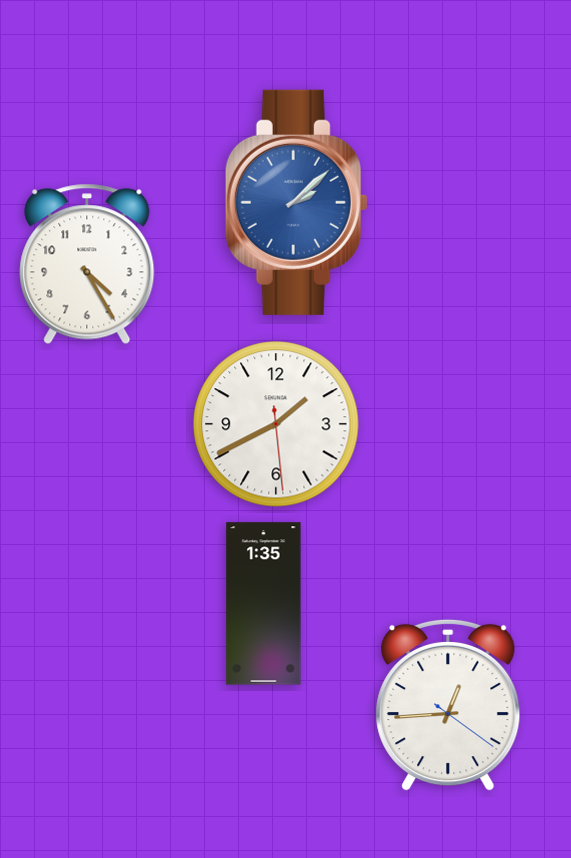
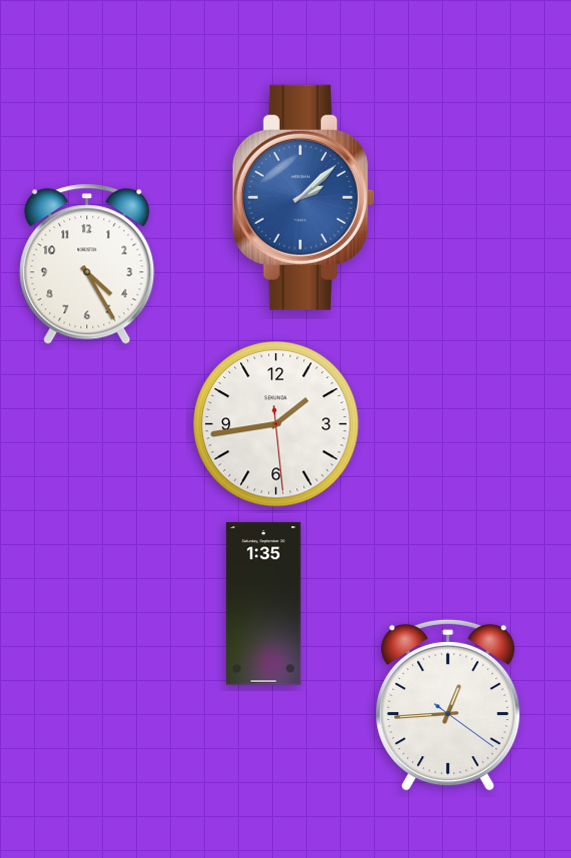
clock at (296, 202) position: (296, 202) -> (303, 197)
clock at (276, 424): 1:40 -> 1:43
